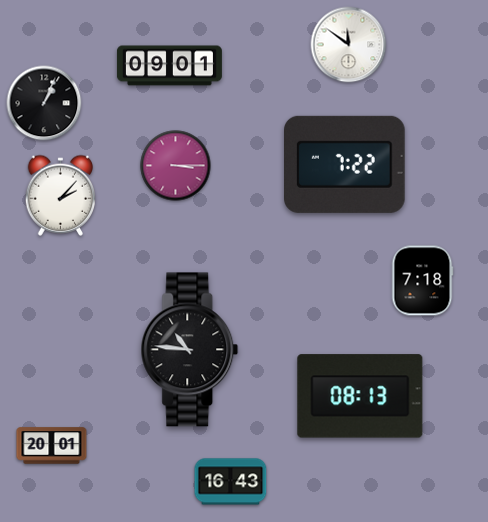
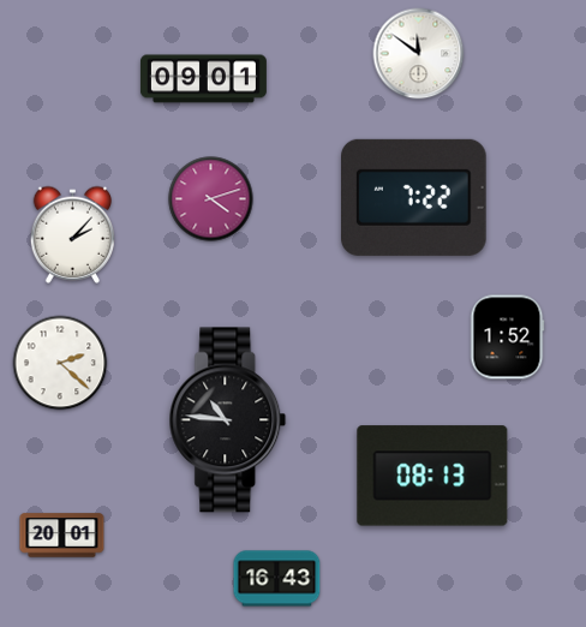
clock at (44, 103): 1:04 -> none
clock at (176, 166): 3:15 -> 4:12
clock at (422, 281): 7:18 -> 1:52
clock at (60, 363): none -> 2:22
